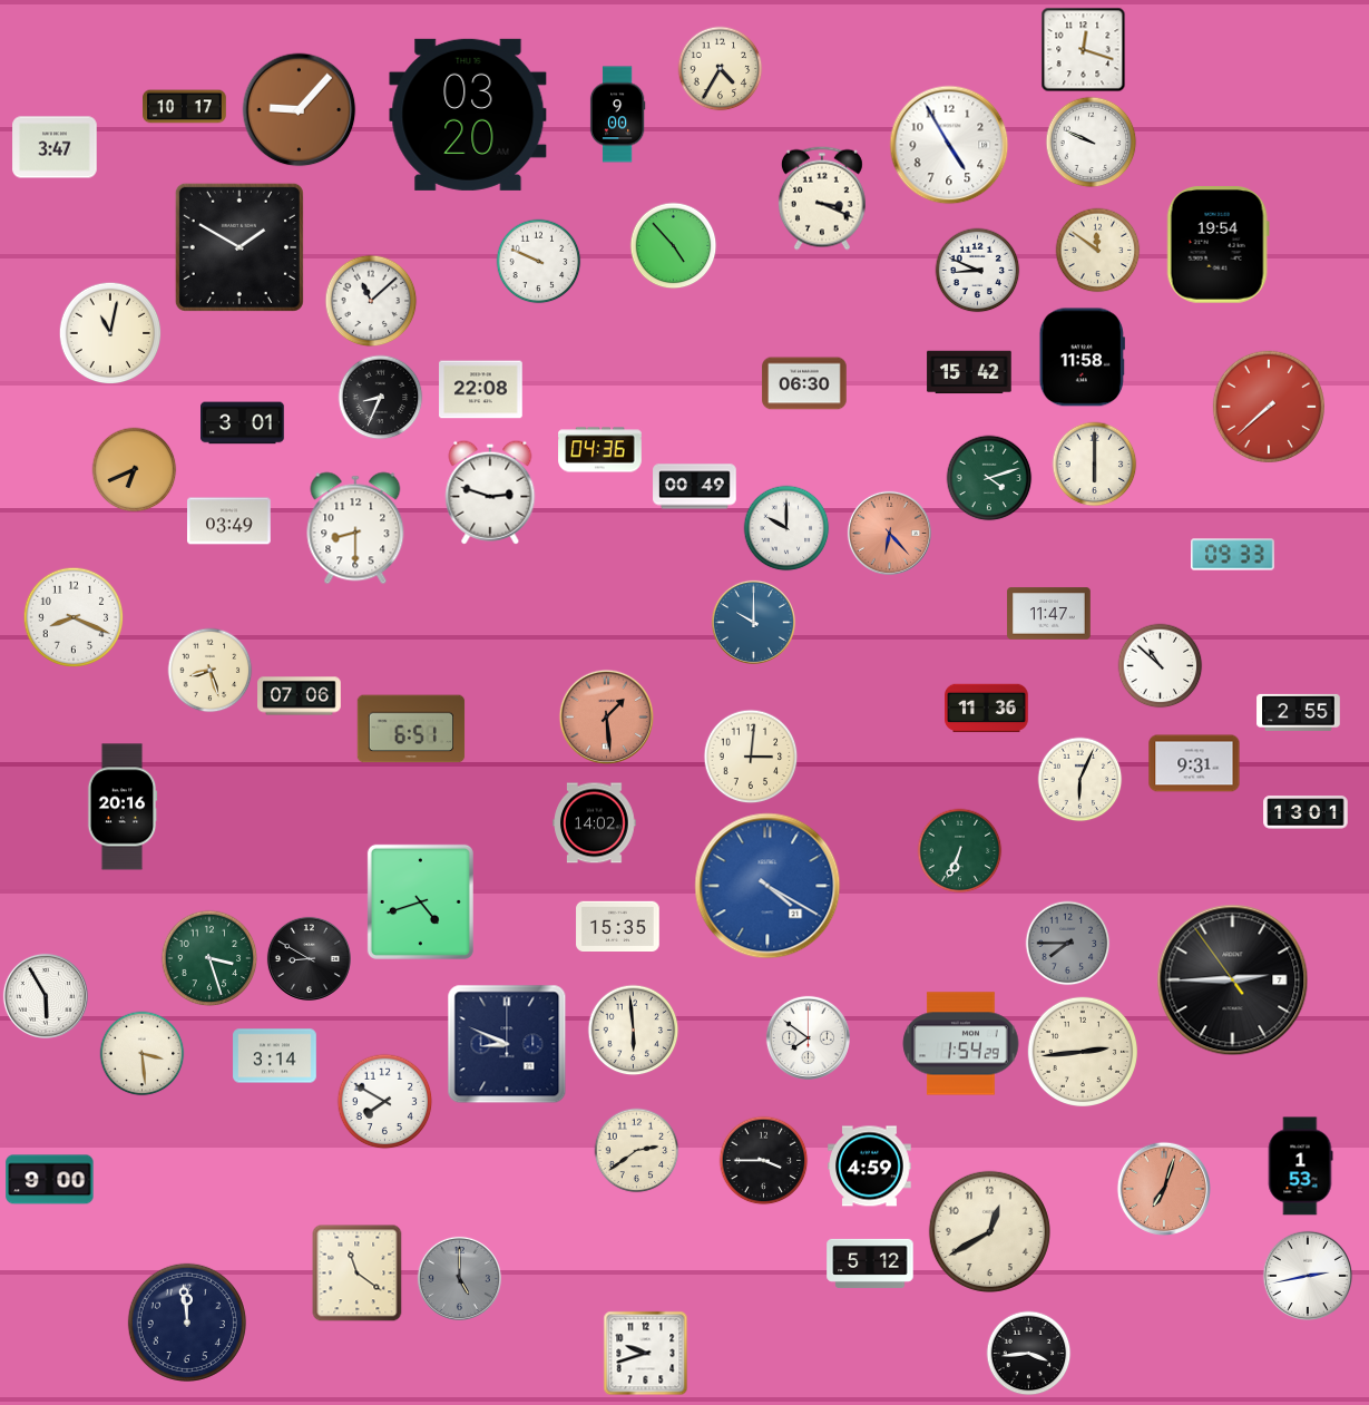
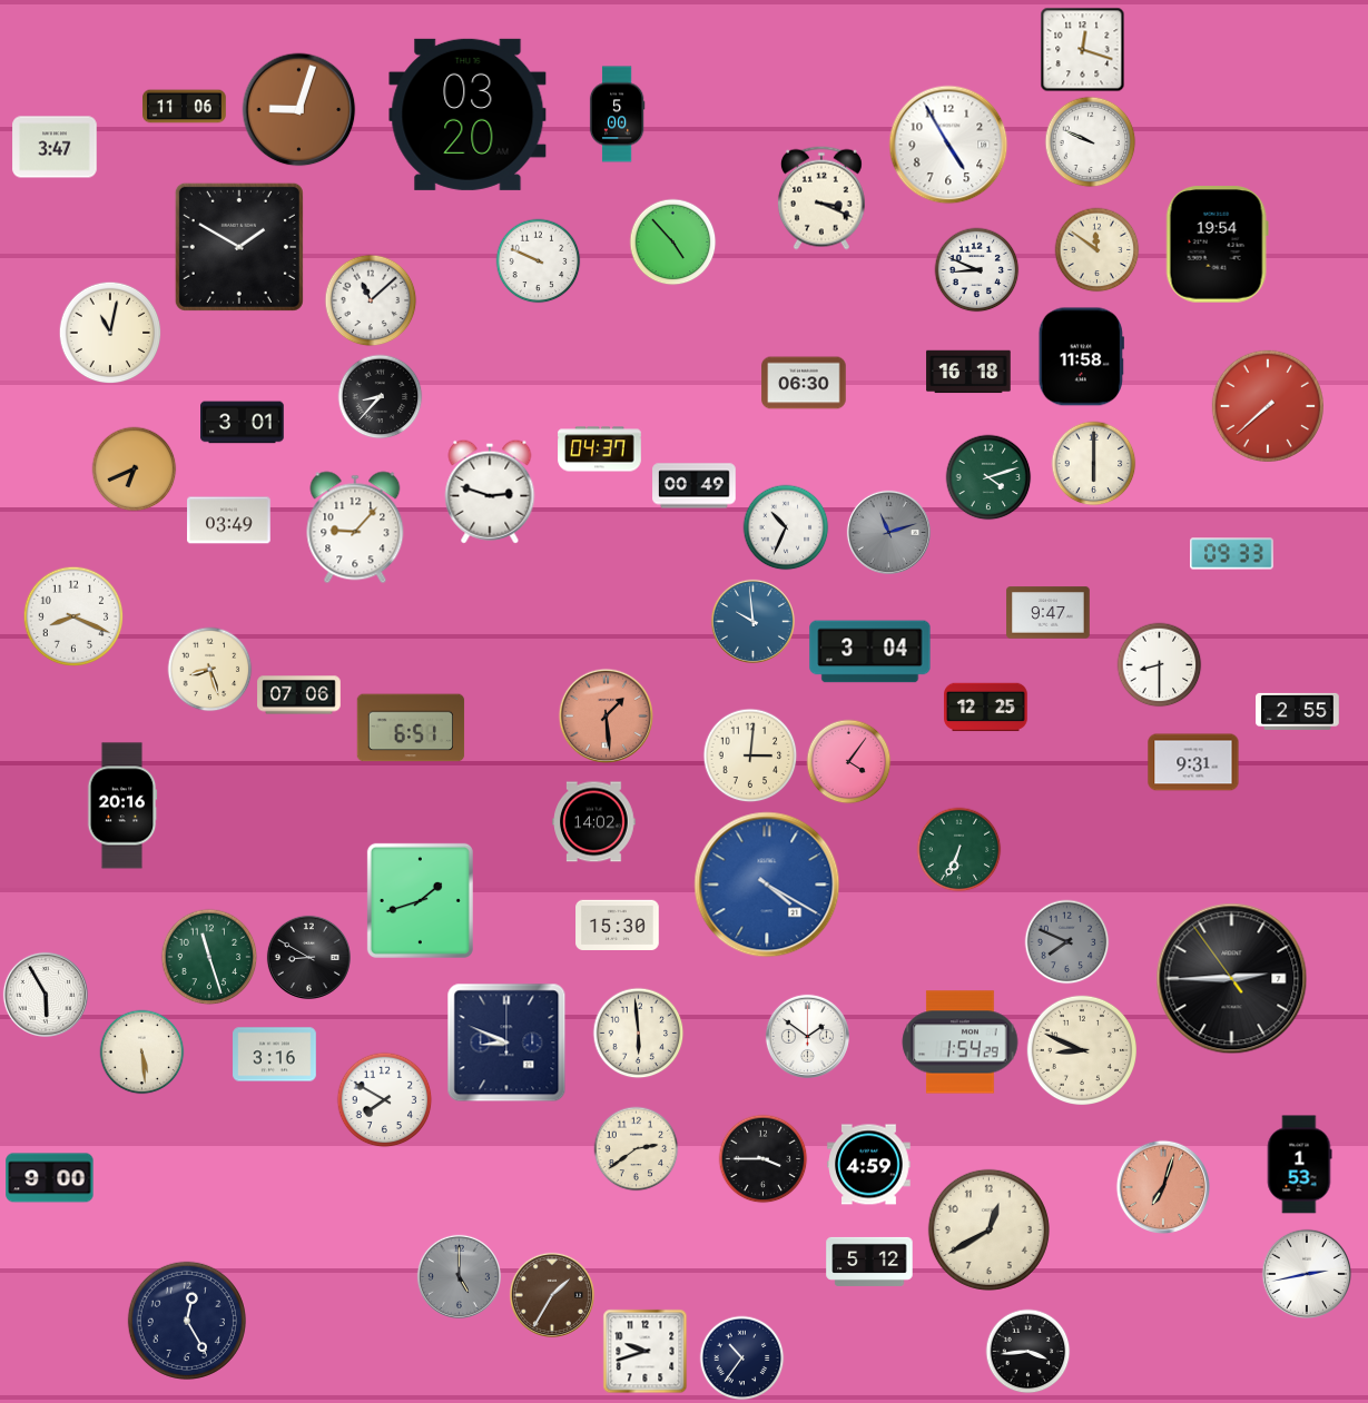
clock at (721, 69): 4:35 -> none
clock at (185, 107): 10:17 -> 11:06
clock at (300, 110): 9:07 -> 9:03
clock at (617, 115): 9:00 -> 5:00
clock at (674, 246) position: (674, 246) -> (673, 243)
clock at (969, 372): 15:42 -> 16:18
clock at (481, 390): 22:08 -> none
clock at (381, 398): 8:34 -> 8:37
clock at (600, 450): 04:36 -> 04:37
clock at (355, 528): 8:30 -> 9:07
clock at (786, 528): 10:00 -> 10:34
clock at (889, 533): 6:23 -> 11:12
clock at (889, 533) dial: salmon -> grey
clock at (1049, 614): 11:47 -> 9:47
clock at (753, 622): 10:00 -> 9:59
clock at (870, 652): none -> 3:04
clock at (1161, 666): 10:52 -> 8:30
clock at (987, 709): 11:36 -> 12:25
clock at (849, 762): none -> 4:06
clock at (1080, 780): 6:04 -> none
clock at (1306, 812): 13:01 -> none
clock at (420, 901): 4:42 -> 1:42
clock at (618, 927): 15:35 -> 15:30
clock at (1068, 944): 7:45 -> 7:49
clock at (209, 958): 3:27 -> 11:27
clock at (634, 1031) position: (634, 1031) -> (639, 1034)
clock at (808, 1037): 7:51 -> 1:51
clock at (1082, 1051): 2:44 -> 8:49
clock at (143, 1054): 3:29 -> 5:29
clock at (275, 1056): 3:14 -> 3:16
clock at (358, 1274): 11:21 -> none
clock at (552, 1295): none -> 1:35
clock at (187, 1323): 11:59 -> 12:25
clock at (742, 1358): none -> 10:36
